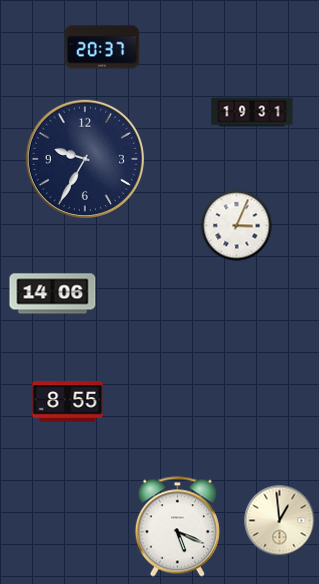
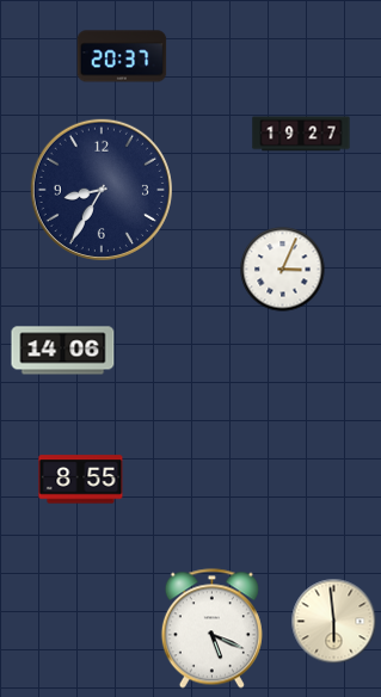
clock at (252, 112): 19:31 -> 19:27
clock at (85, 159): 9:35 -> 8:35
clock at (280, 521): 12:59 -> 5:59
